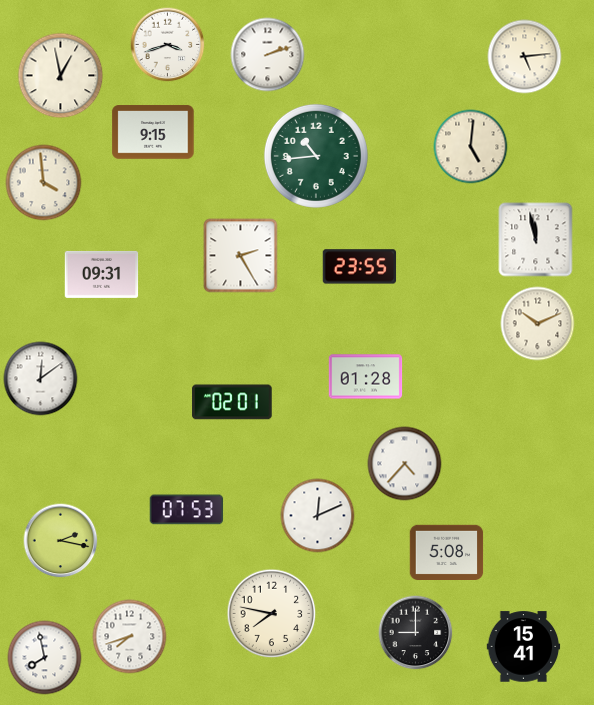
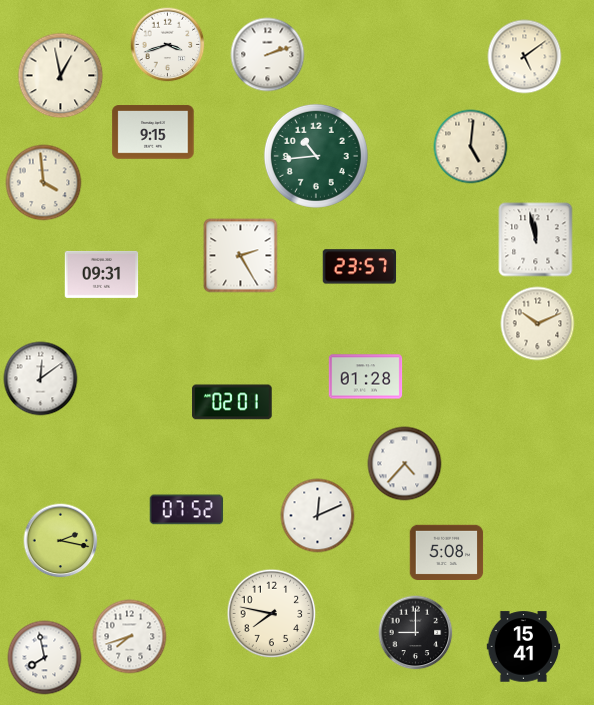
clock at (525, 57): 5:14 -> 5:09
clock at (360, 267): 23:55 -> 23:57
clock at (187, 510): 07:53 -> 07:52
